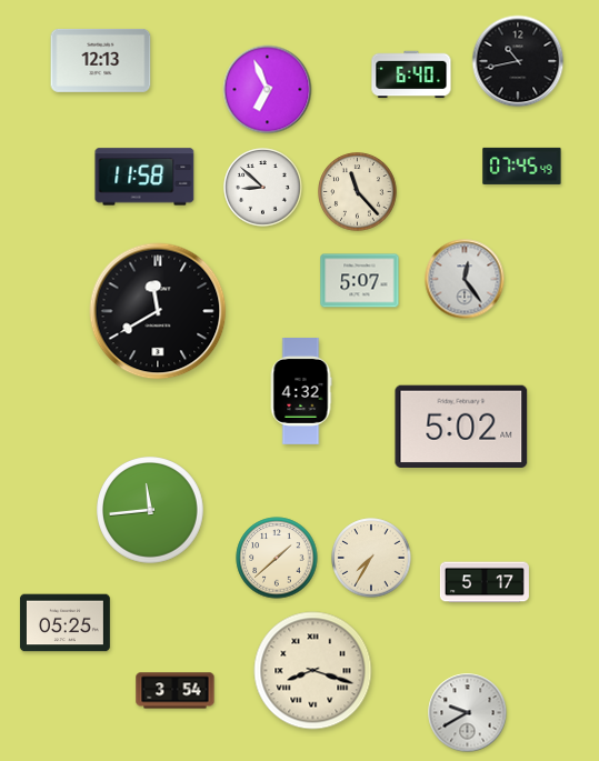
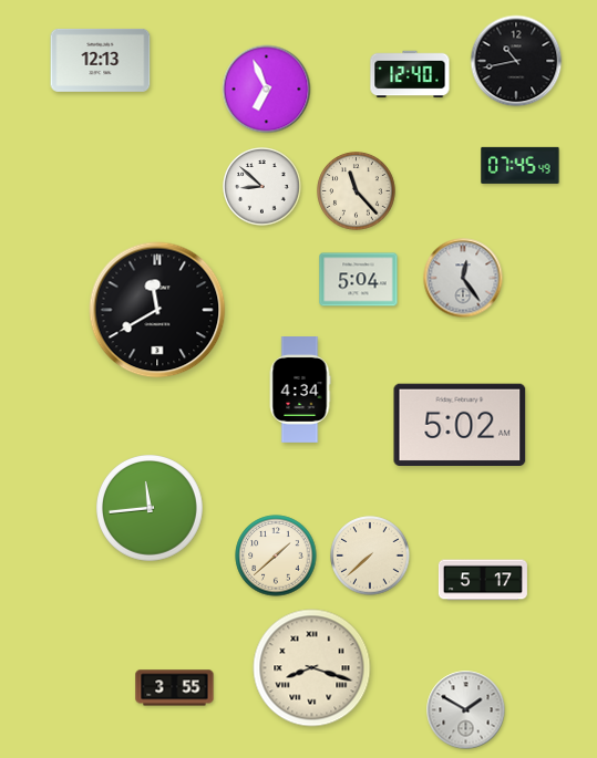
clock at (411, 74): 6:40 -> 12:40
clock at (144, 177): 11:58 -> none
clock at (360, 281): 5:07 -> 5:04
clock at (301, 392): 4:32 -> 4:34
clock at (371, 558): 7:35 -> 7:38
clock at (64, 623): 05:25 -> none
clock at (176, 691): 3:54 -> 3:55
clock at (468, 713): 9:40 -> 1:50
